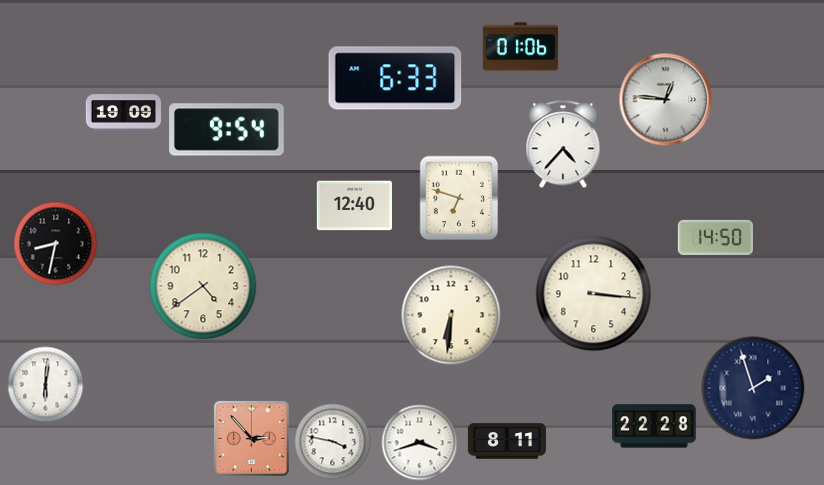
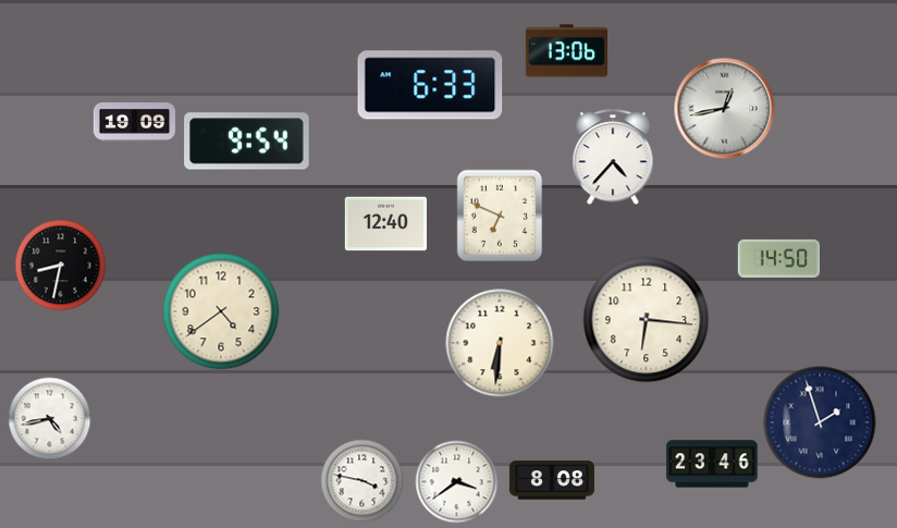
clock at (520, 47): 01:06 -> 13:06
clock at (666, 100): 12:46 -> 12:43
clock at (459, 198): 6:48 -> 6:49
clock at (594, 294): 3:16 -> 6:16
clock at (451, 315) position: (451, 315) -> (500, 343)
clock at (46, 385): 6:01 -> 4:43
clock at (654, 426): 22:28 -> 23:46
clock at (251, 438): 2:53 -> none
clock at (507, 441): 8:11 -> 8:08
clock at (420, 443): 3:42 -> 3:39
